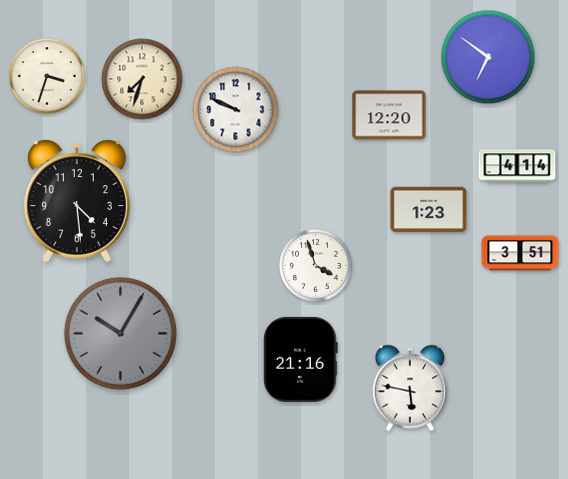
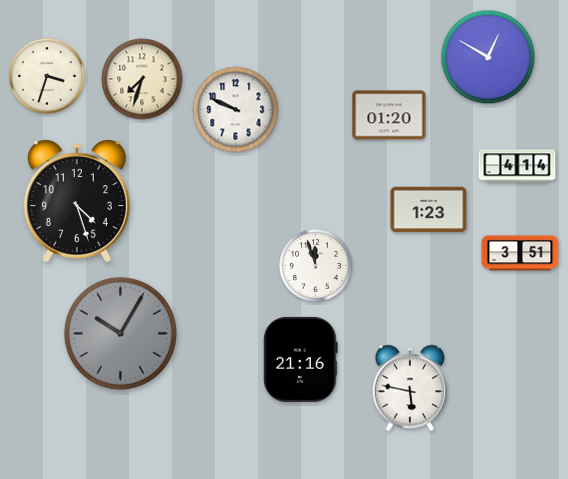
clock at (488, 57): 6:51 -> 12:50
clock at (389, 115): 12:20 -> 01:20
clock at (77, 201): 4:29 -> 4:27
clock at (316, 266): 3:57 -> 11:57
